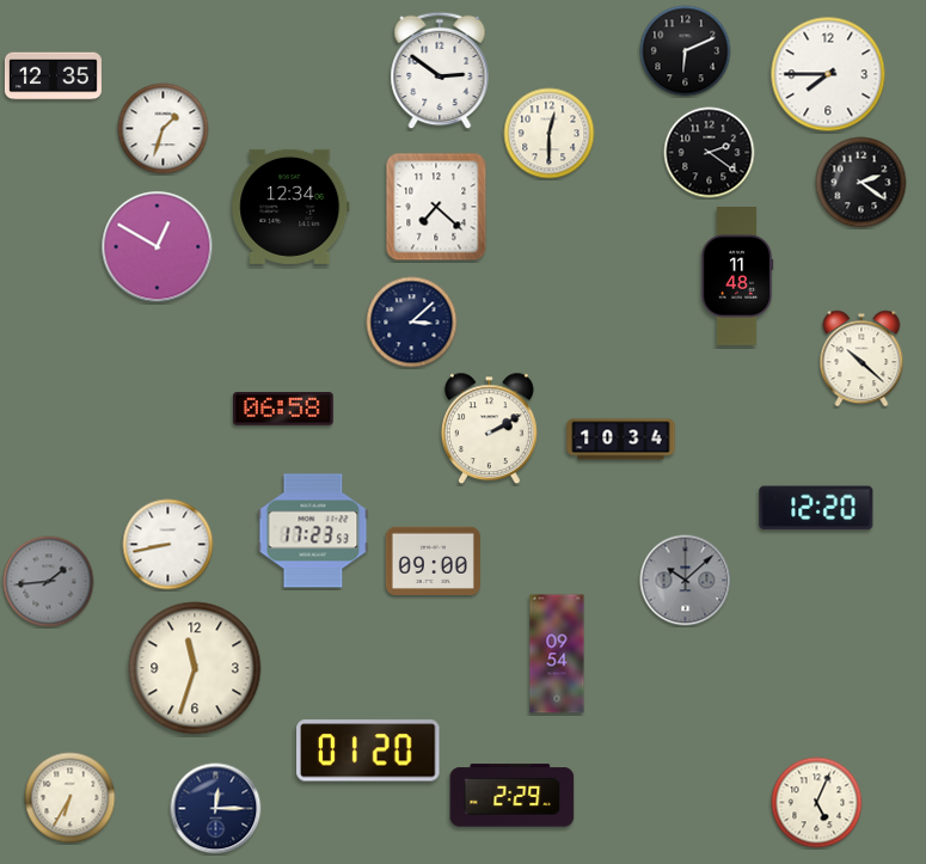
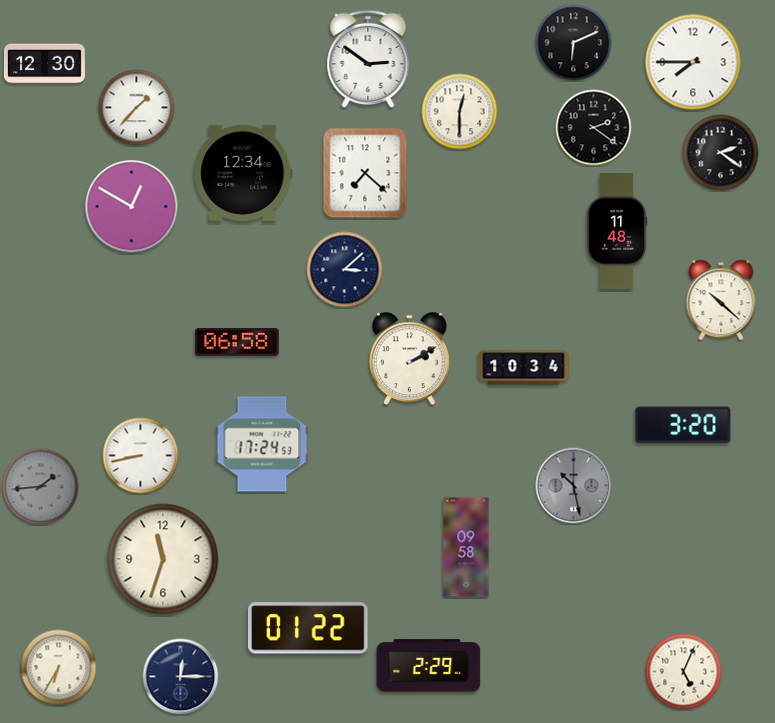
clock at (53, 76): 12:35 -> 12:30
clock at (164, 129): 1:33 -> 1:37
clock at (621, 440) position: (621, 440) -> (524, 368)
clock at (816, 508): 12:20 -> 3:20
clock at (313, 531): 17:23 -> 17:24
clock at (433, 560): 09:00 -> none
clock at (686, 581): 10:08 -> 10:28
clock at (557, 654): 09:54 -> 09:58
clock at (368, 750): 01:20 -> 01:22
